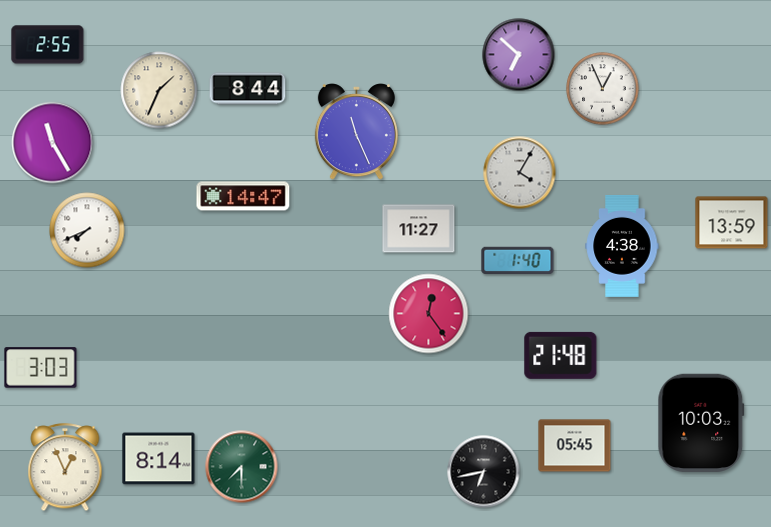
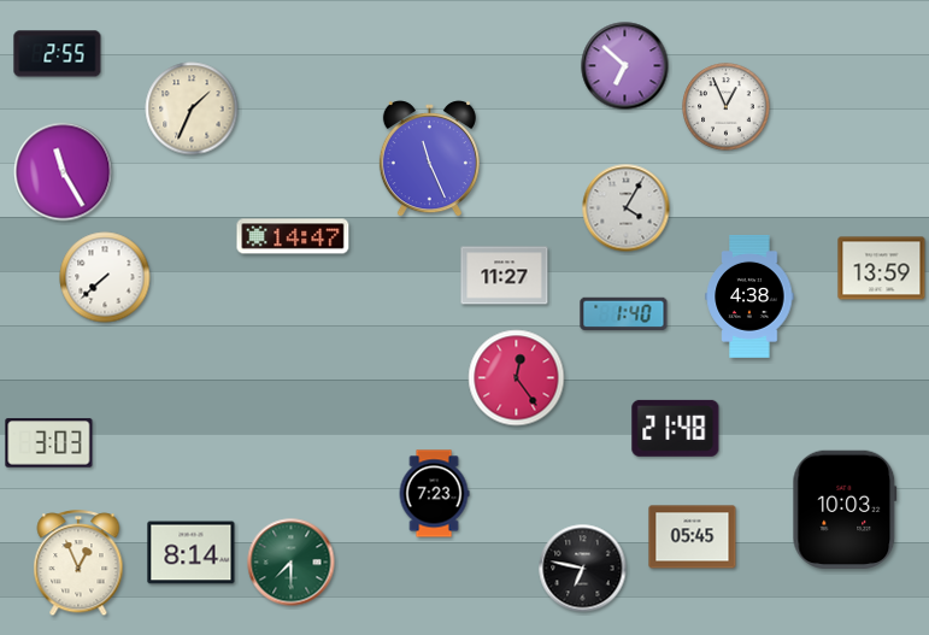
clock at (248, 89): 8:44 -> none
clock at (87, 230): 7:41 -> 7:38
clock at (434, 494): none -> 7:23
clock at (484, 472): 6:43 -> 6:47
